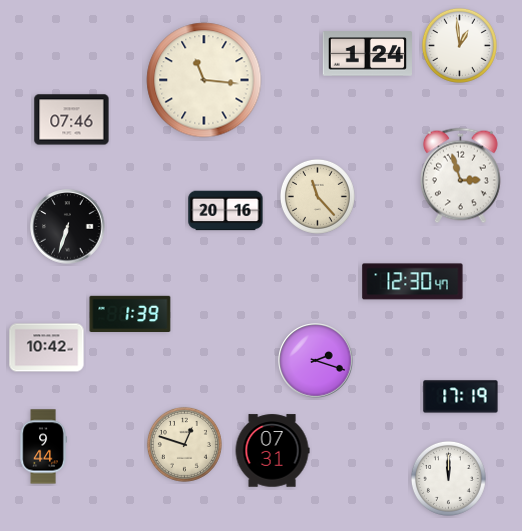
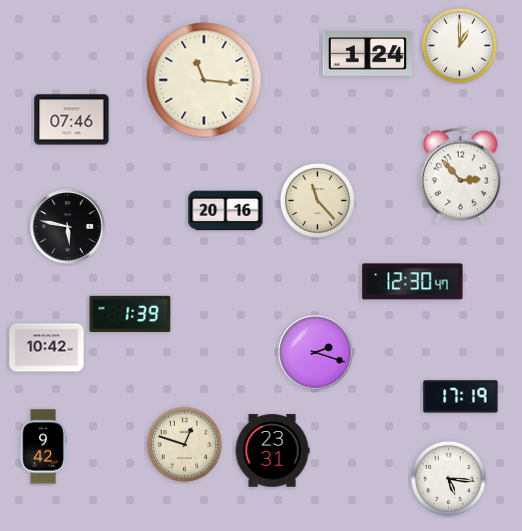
clock at (459, 45): 12:59 -> 1:00
clock at (460, 176): 2:57 -> 2:53
clock at (317, 196) position: (317, 196) -> (317, 200)
clock at (68, 227): 6:33 -> 5:47
clock at (316, 361) position: (316, 361) -> (316, 353)
clock at (43, 447): 9:44 -> 9:42
clock at (272, 451): 07:31 -> 23:31
clock at (448, 478): 12:00 -> 5:16
